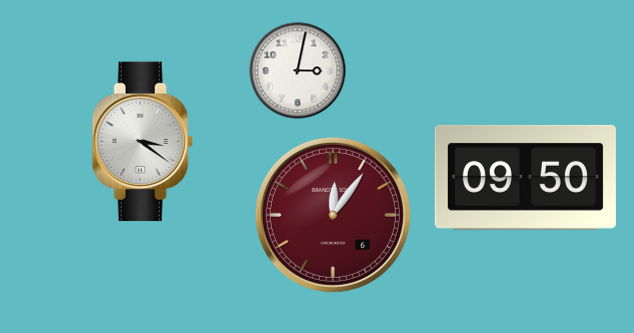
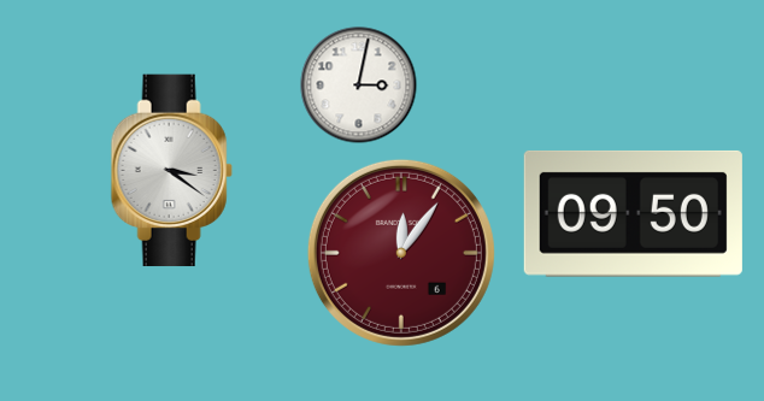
clock at (333, 215) position: (333, 215) -> (401, 253)
